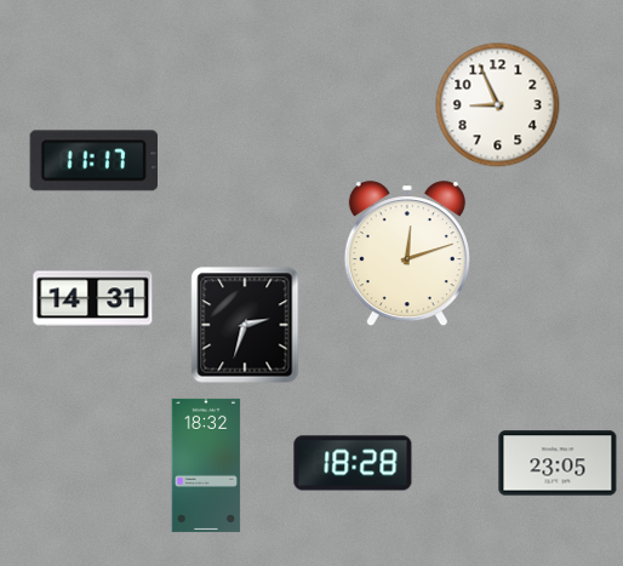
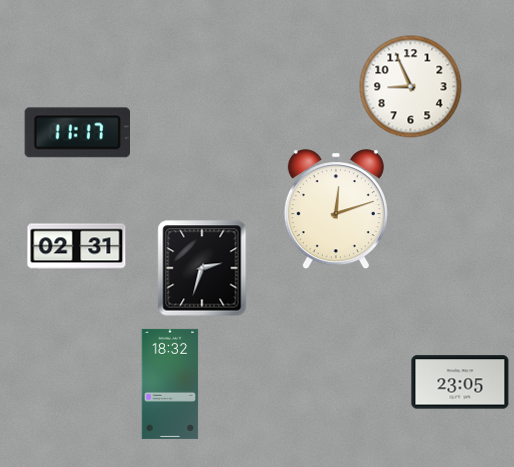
clock at (93, 299): 14:31 -> 02:31
clock at (353, 463): 18:28 -> none
